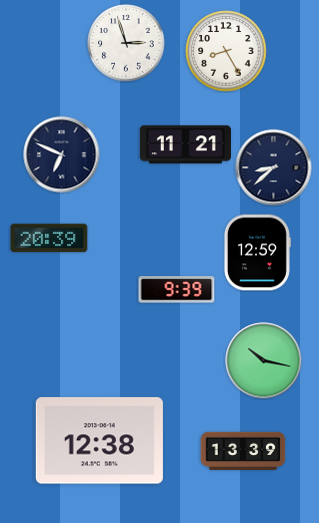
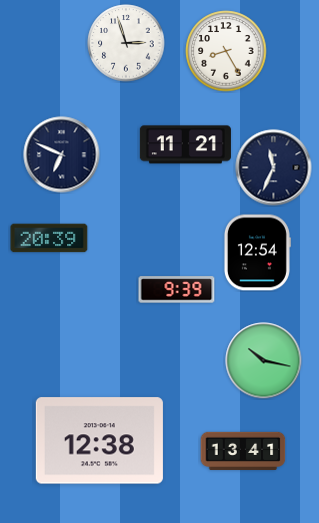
clock at (274, 168): 8:38 -> 11:34
clock at (257, 253): 12:59 -> 12:54
clock at (243, 450): 13:39 -> 13:41
